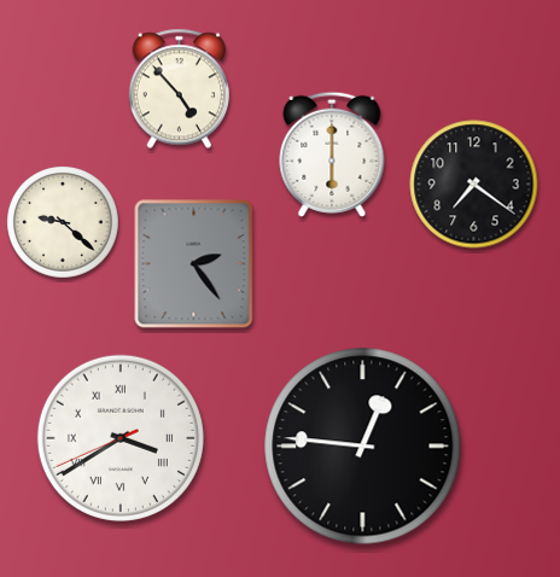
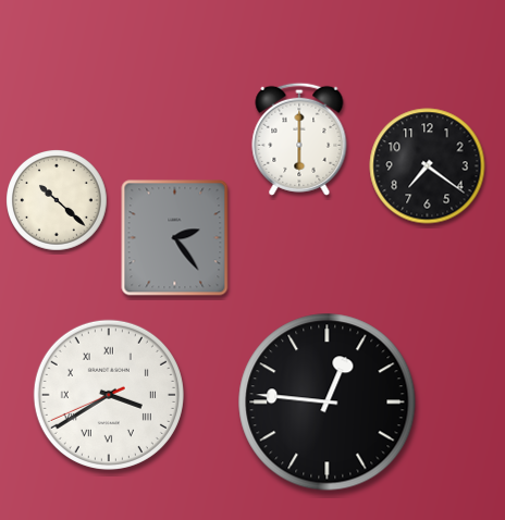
clock at (179, 89): 4:53 -> none
clock at (64, 223): 9:22 -> 10:22
